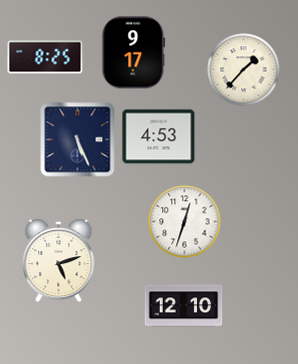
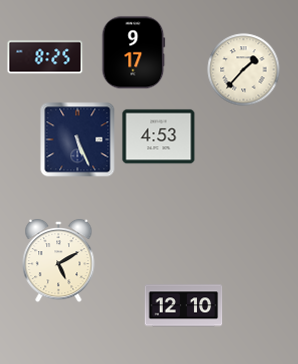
clock at (185, 222): 12:33 -> none
clock at (59, 261): 5:12 -> 5:10
